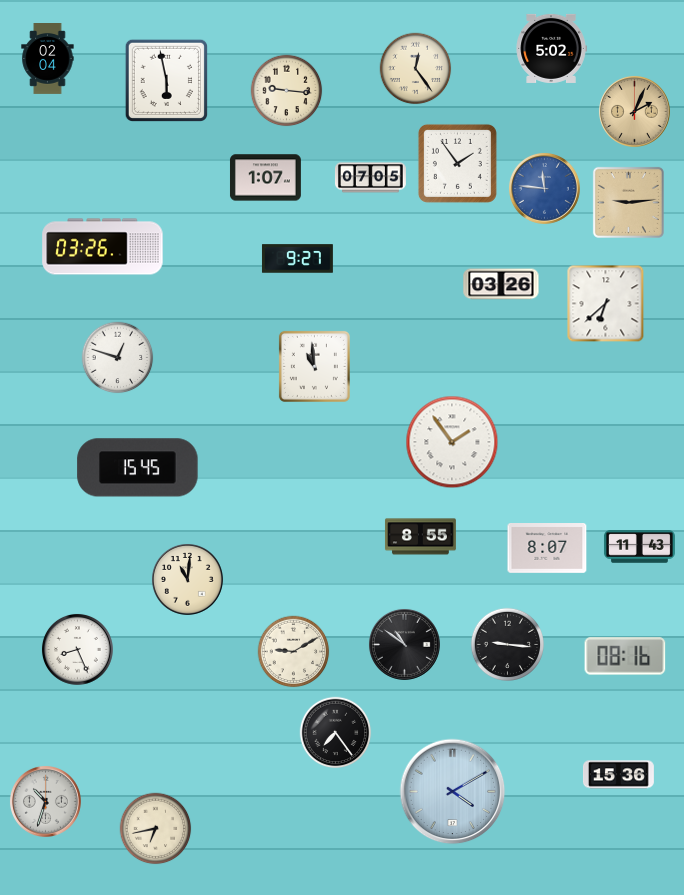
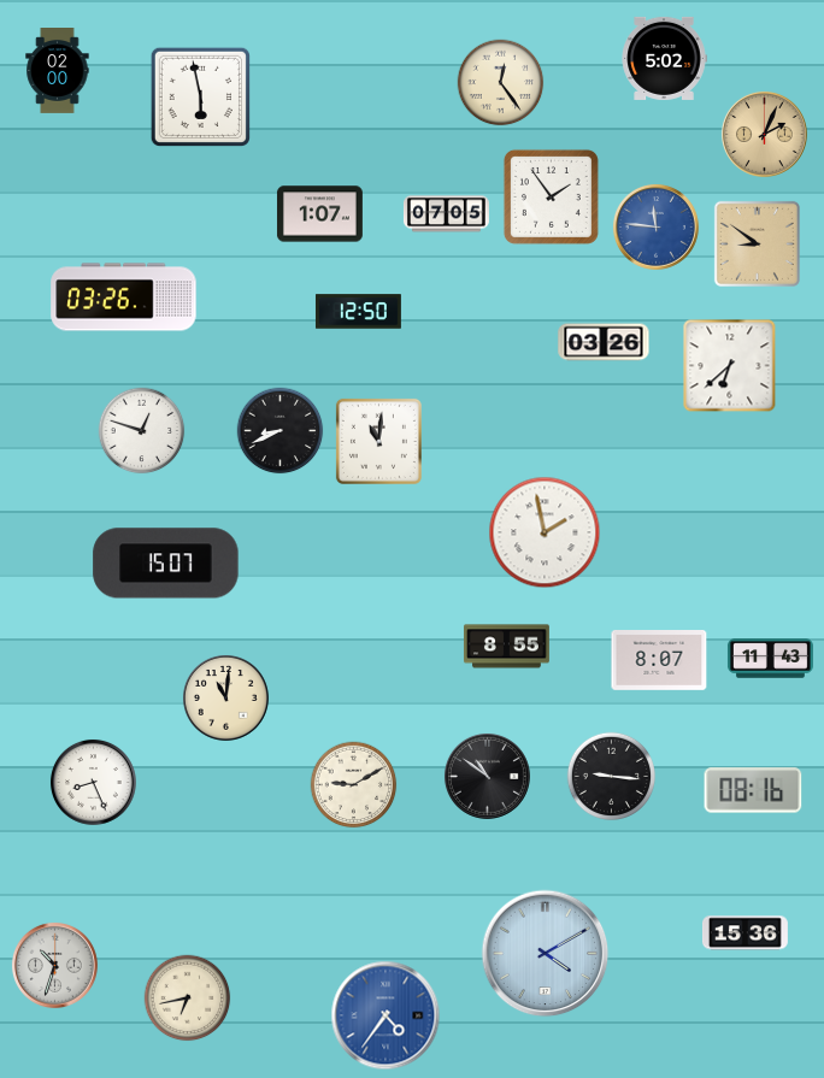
clock at (48, 59): 02:04 -> 02:00
clock at (287, 91): 9:16 -> none
clock at (628, 202): 9:14 -> 8:51
clock at (297, 259): 9:27 -> 12:50
clock at (281, 431): none -> 8:41
clock at (314, 366): 10:59 -> 11:01
clock at (452, 442): 1:54 -> 1:58
clock at (138, 468): 15:45 -> 15:07
clock at (336, 733): 7:24 -> none
clock at (385, 1015): none -> 4:36
